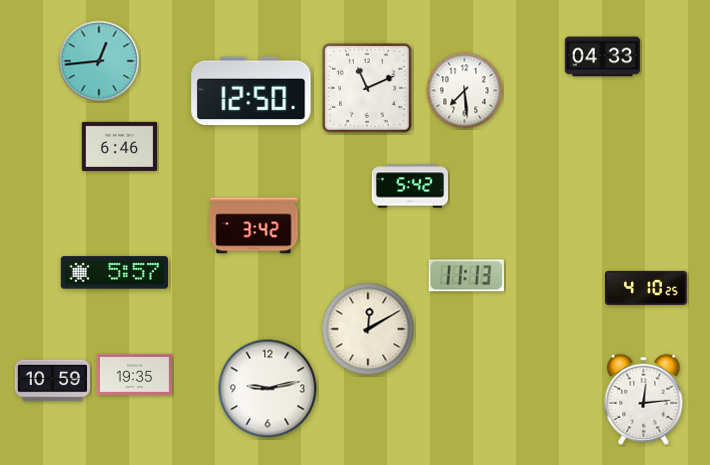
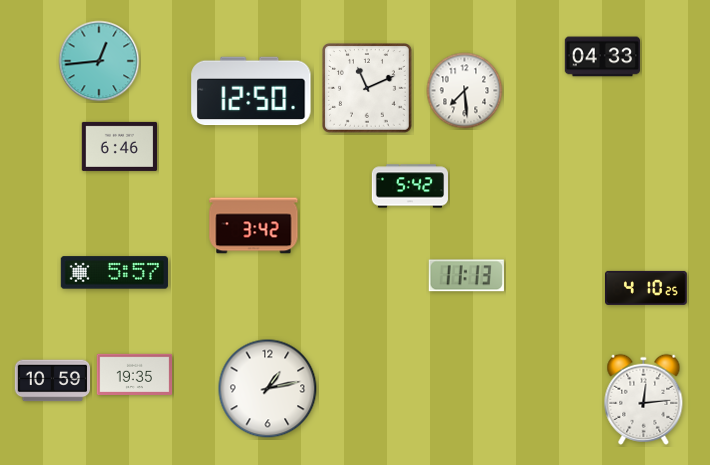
clock at (368, 329): 12:10 -> none
clock at (268, 389): 9:13 -> 1:13
